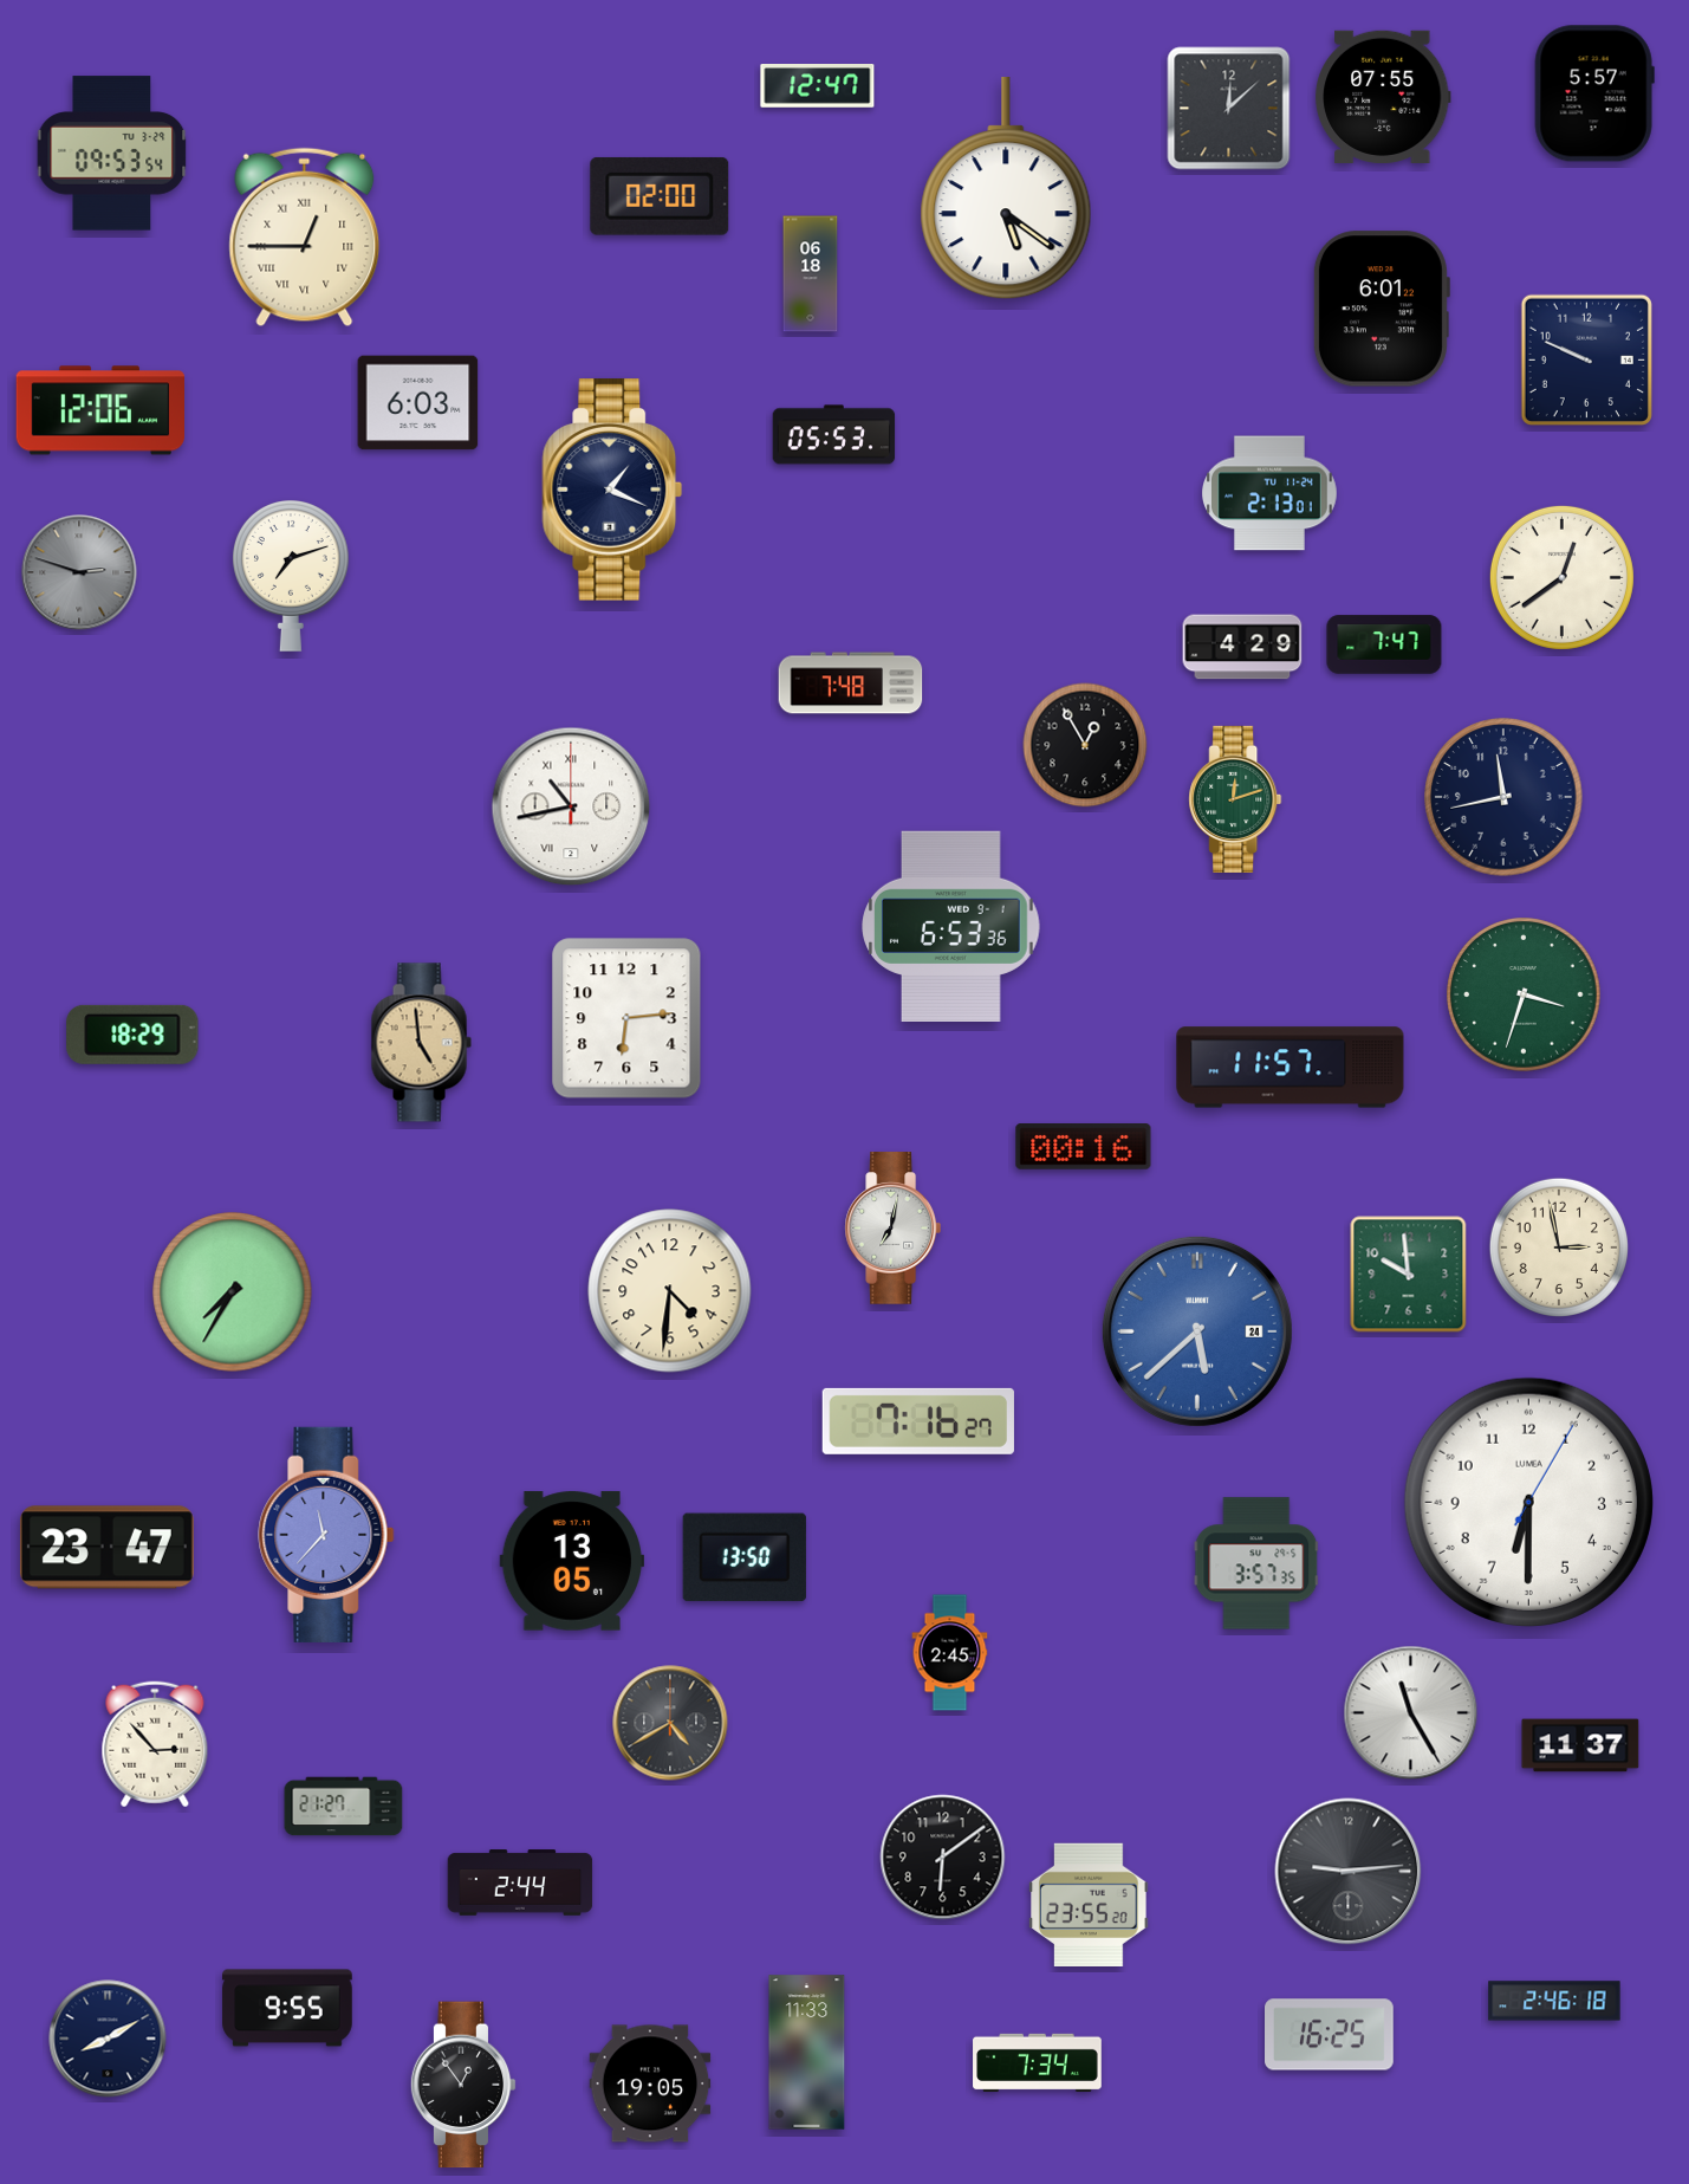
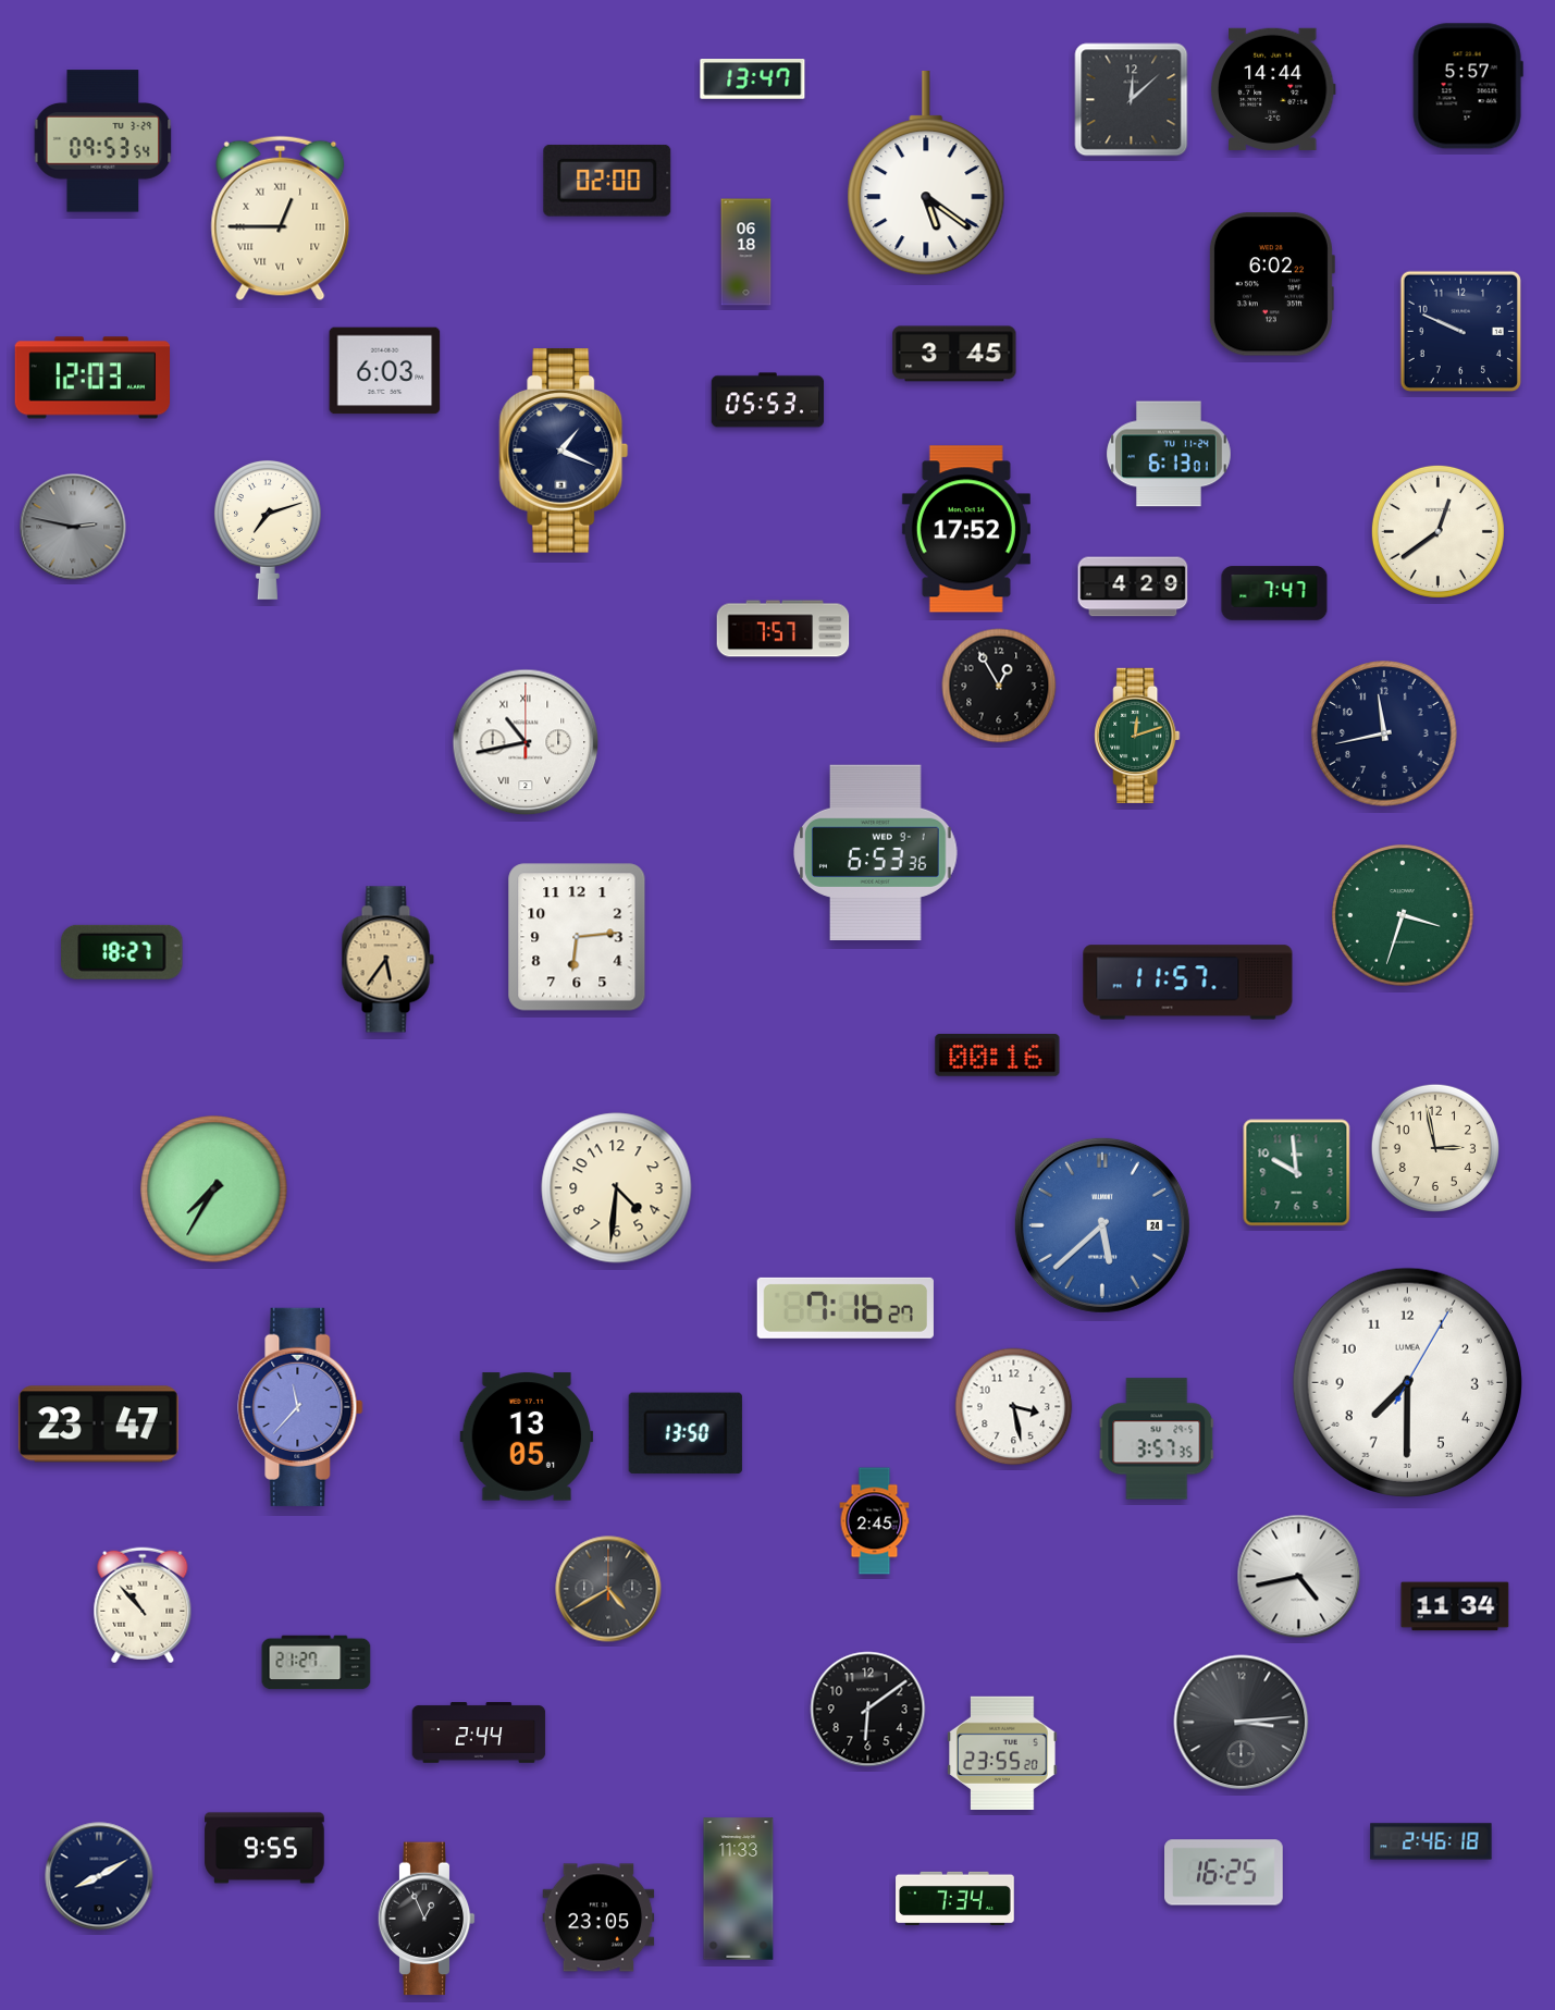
clock at (818, 86): 12:47 -> 13:47
clock at (1383, 97): 07:55 -> 14:44
clock at (1381, 309): 6:01 -> 6:02
clock at (954, 354): none -> 3:45
clock at (99, 410): 12:06 -> 12:03
clock at (1271, 493): 2:13 -> 6:13
clock at (79, 572): 2:48 -> 2:47
clock at (966, 529): none -> 17:52
clock at (1242, 647) position: (1242, 647) -> (1133, 587)
clock at (851, 683): 7:48 -> 7:57
clock at (132, 1035): 18:29 -> 18:27
clock at (421, 1043): 4:59 -> 5:36
clock at (892, 1229): 7:02 -> none
clock at (1528, 1502): 6:30 -> 7:30
clock at (1014, 1407): none -> 3:28
clock at (326, 1535) position: (326, 1535) -> (300, 1407)
clock at (1411, 1713): 11:25 -> 4:43
clock at (670, 1723) position: (670, 1723) -> (608, 1589)
clock at (155, 1744): 2:53 -> 10:53
clock at (1580, 1745): 11:37 -> 11:34
clock at (1349, 1872): 9:14 -> 3:14
clock at (807, 2053) position: (807, 2053) -> (739, 1889)
clock at (650, 2083): 19:05 -> 23:05
clock at (463, 2085): 12:54 -> 12:56
